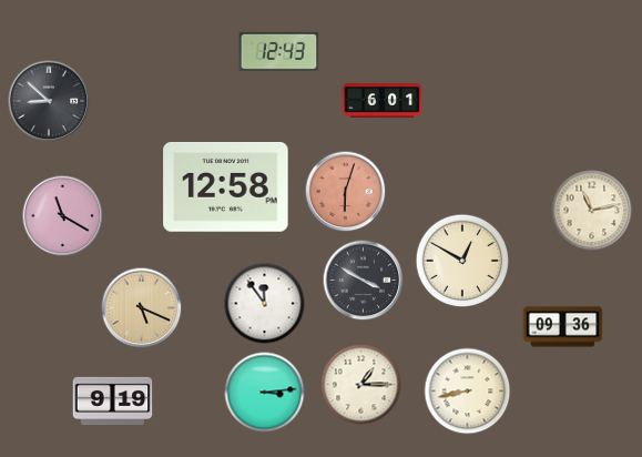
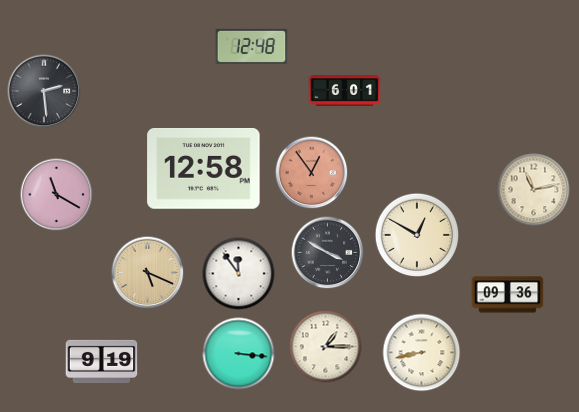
clock at (279, 51): 12:43 -> 12:48
clock at (49, 101): 8:52 -> 2:29
clock at (346, 192): 6:03 -> 12:54
clock at (142, 308) position: (142, 308) -> (148, 273)
clock at (265, 393): 3:14 -> 3:16
